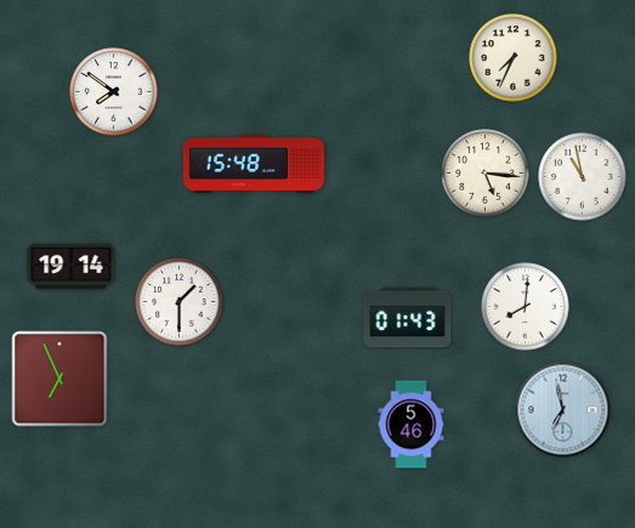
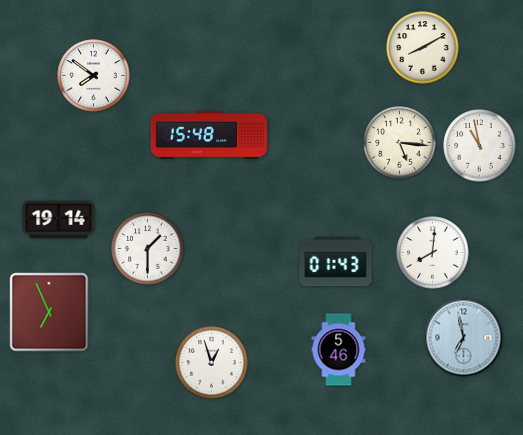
clock at (514, 58): 7:34 -> 8:10
clock at (212, 363): none -> 12:57
